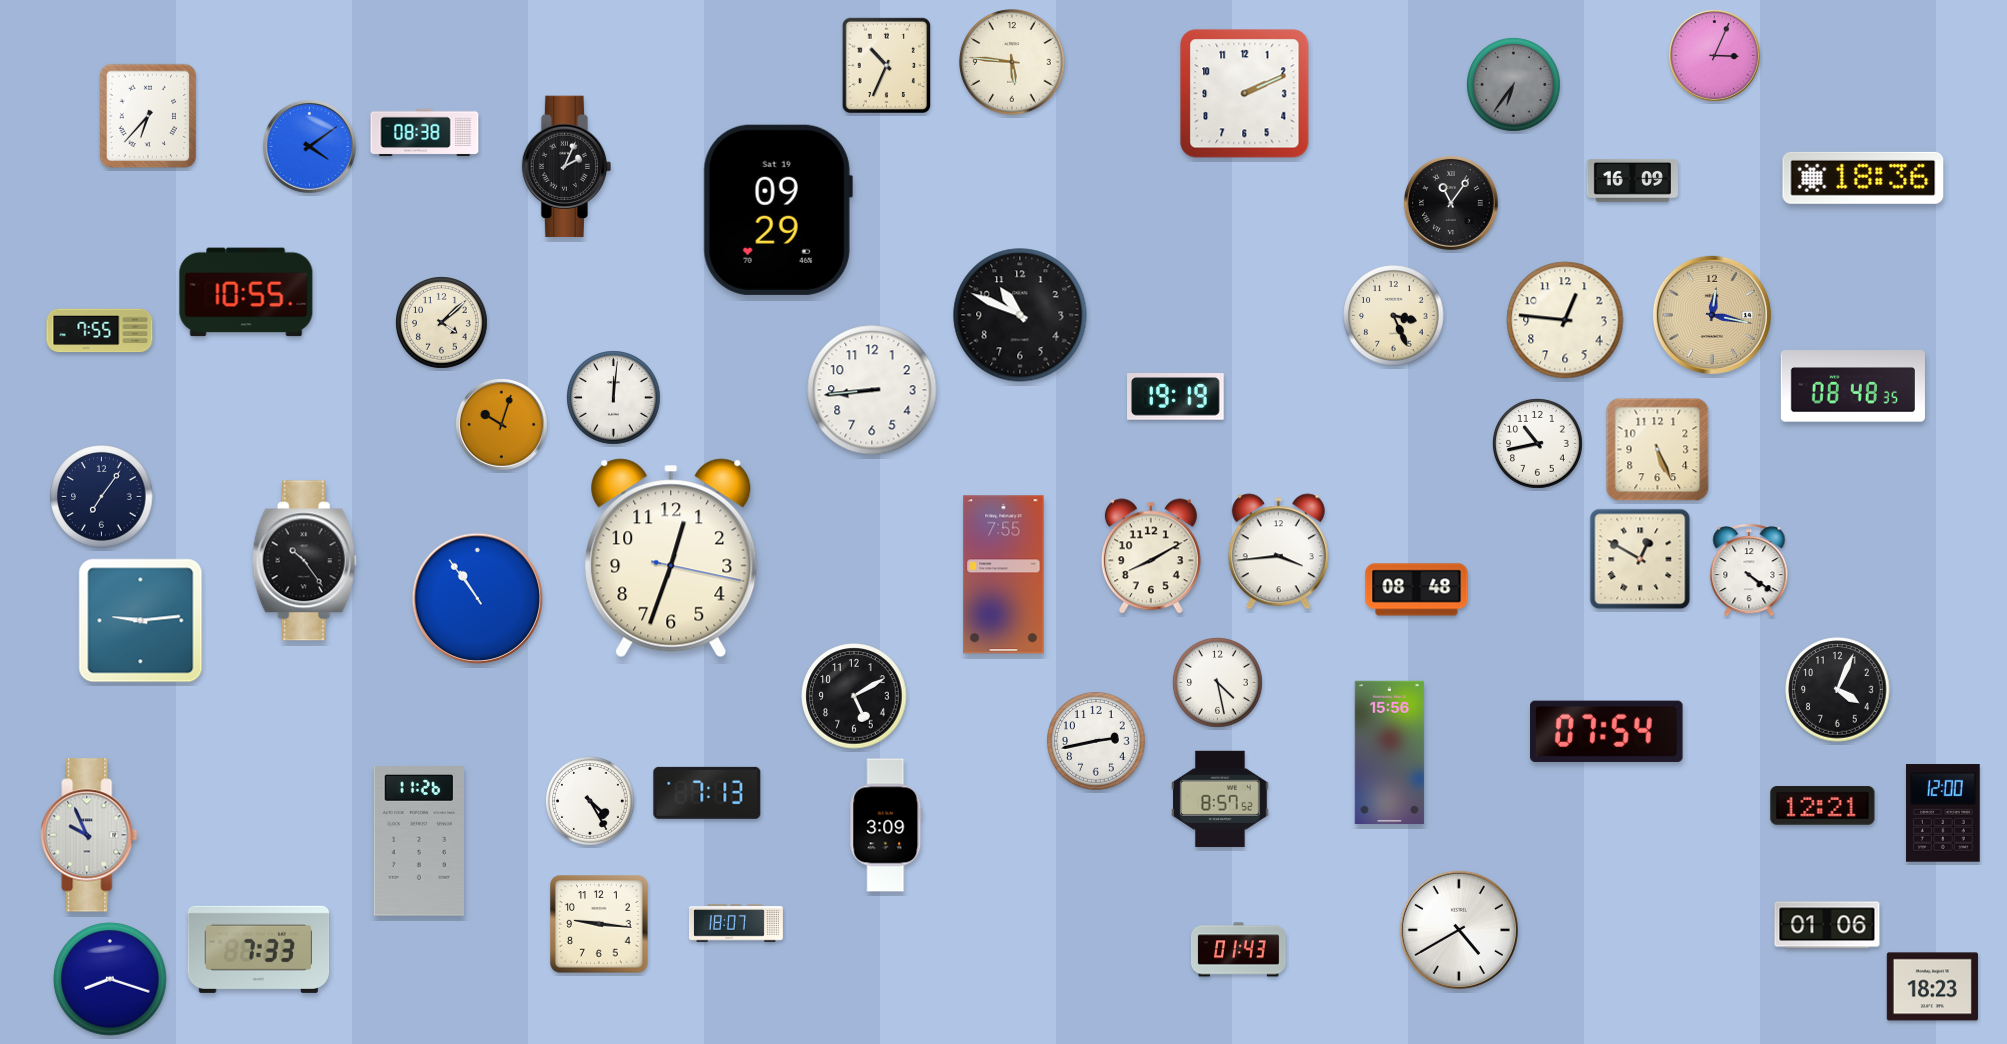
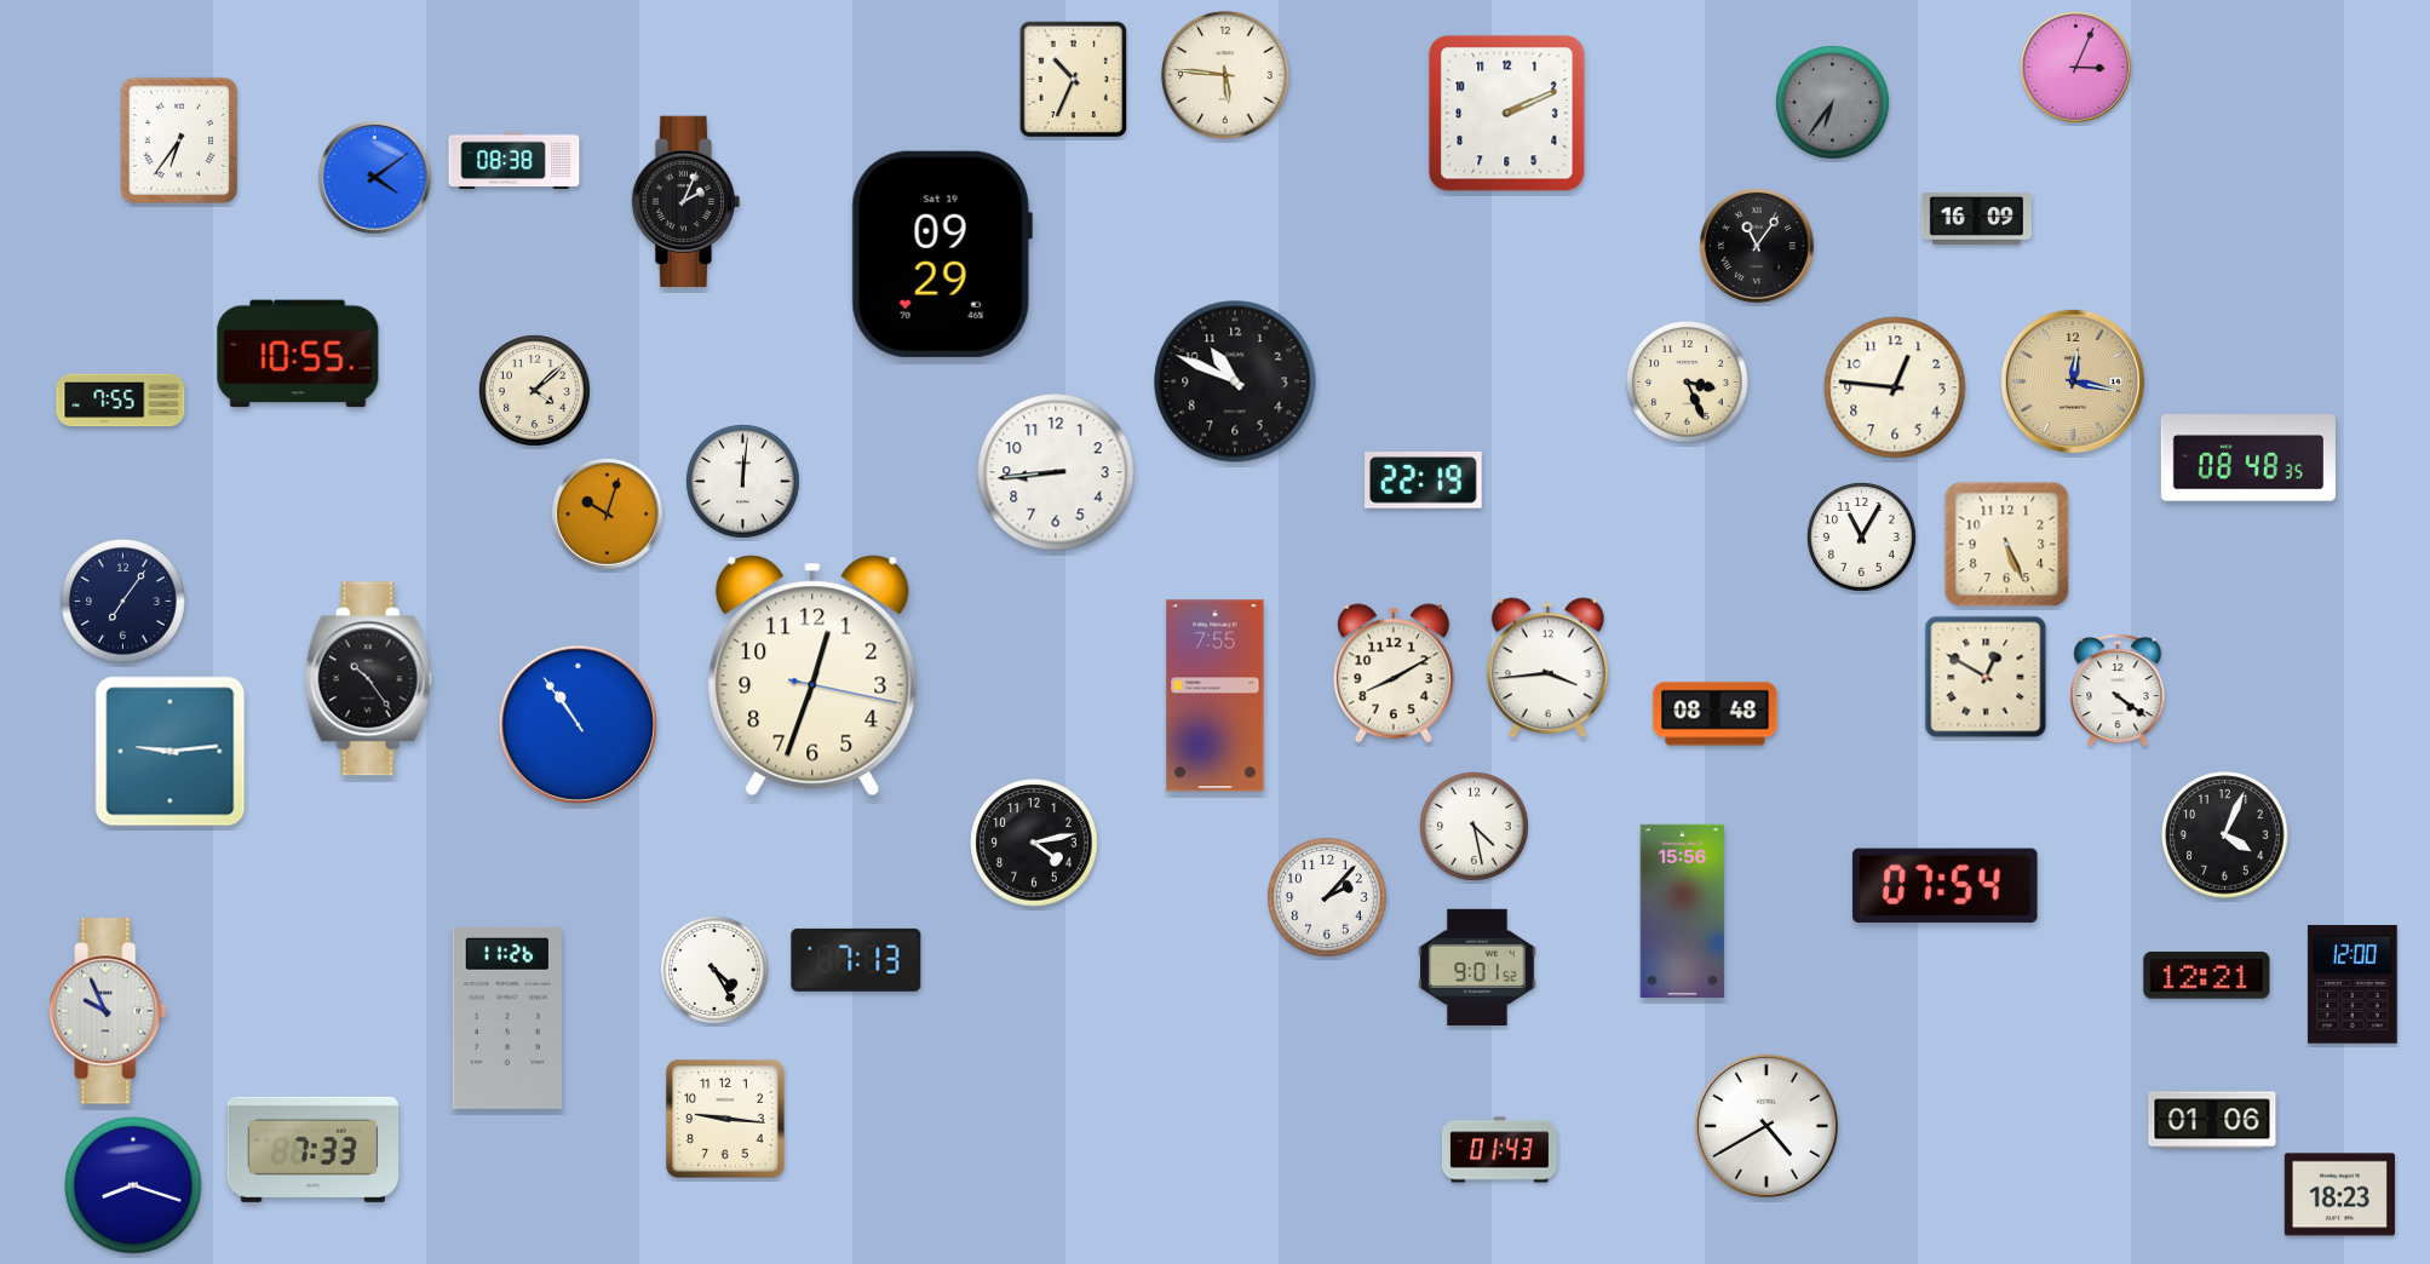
clock at (148, 116): 6:37 -> 6:36
clock at (1863, 178): 18:36 -> none
clock at (1853, 386) position: (1853, 386) -> (2248, 458)
clock at (1176, 397): 19:19 -> 22:19
clock at (1538, 444): 10:43 -> 11:05
clock at (854, 696): 5:10 -> 4:13
clock at (1096, 741): 2:43 -> 2:07
clock at (1220, 799): 8:57 -> 9:01
clock at (886, 825): 3:09 -> none
clock at (736, 923): 18:07 -> none
